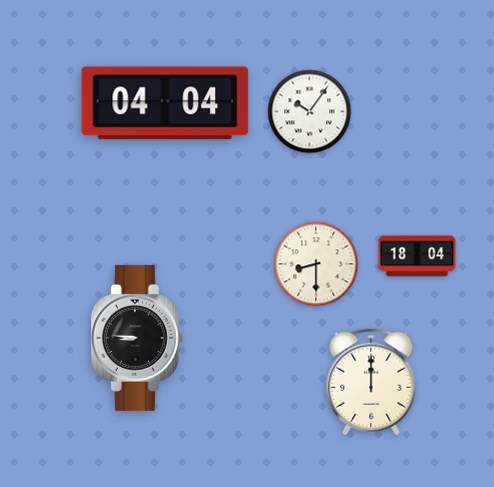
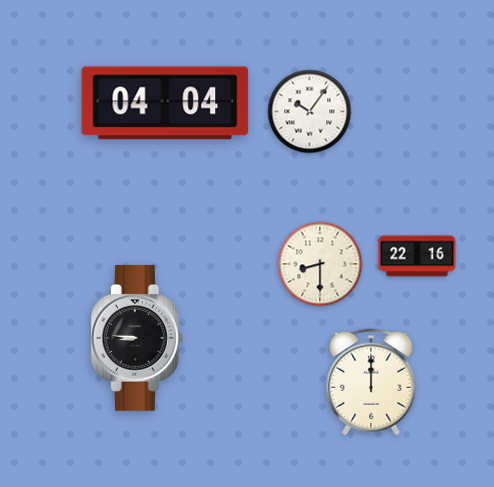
clock at (417, 256): 18:04 -> 22:16
clock at (316, 264) position: (316, 264) -> (320, 264)
